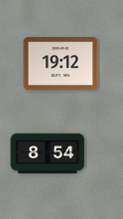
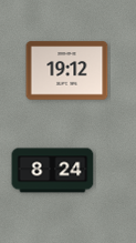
clock at (48, 154): 8:54 -> 8:24
